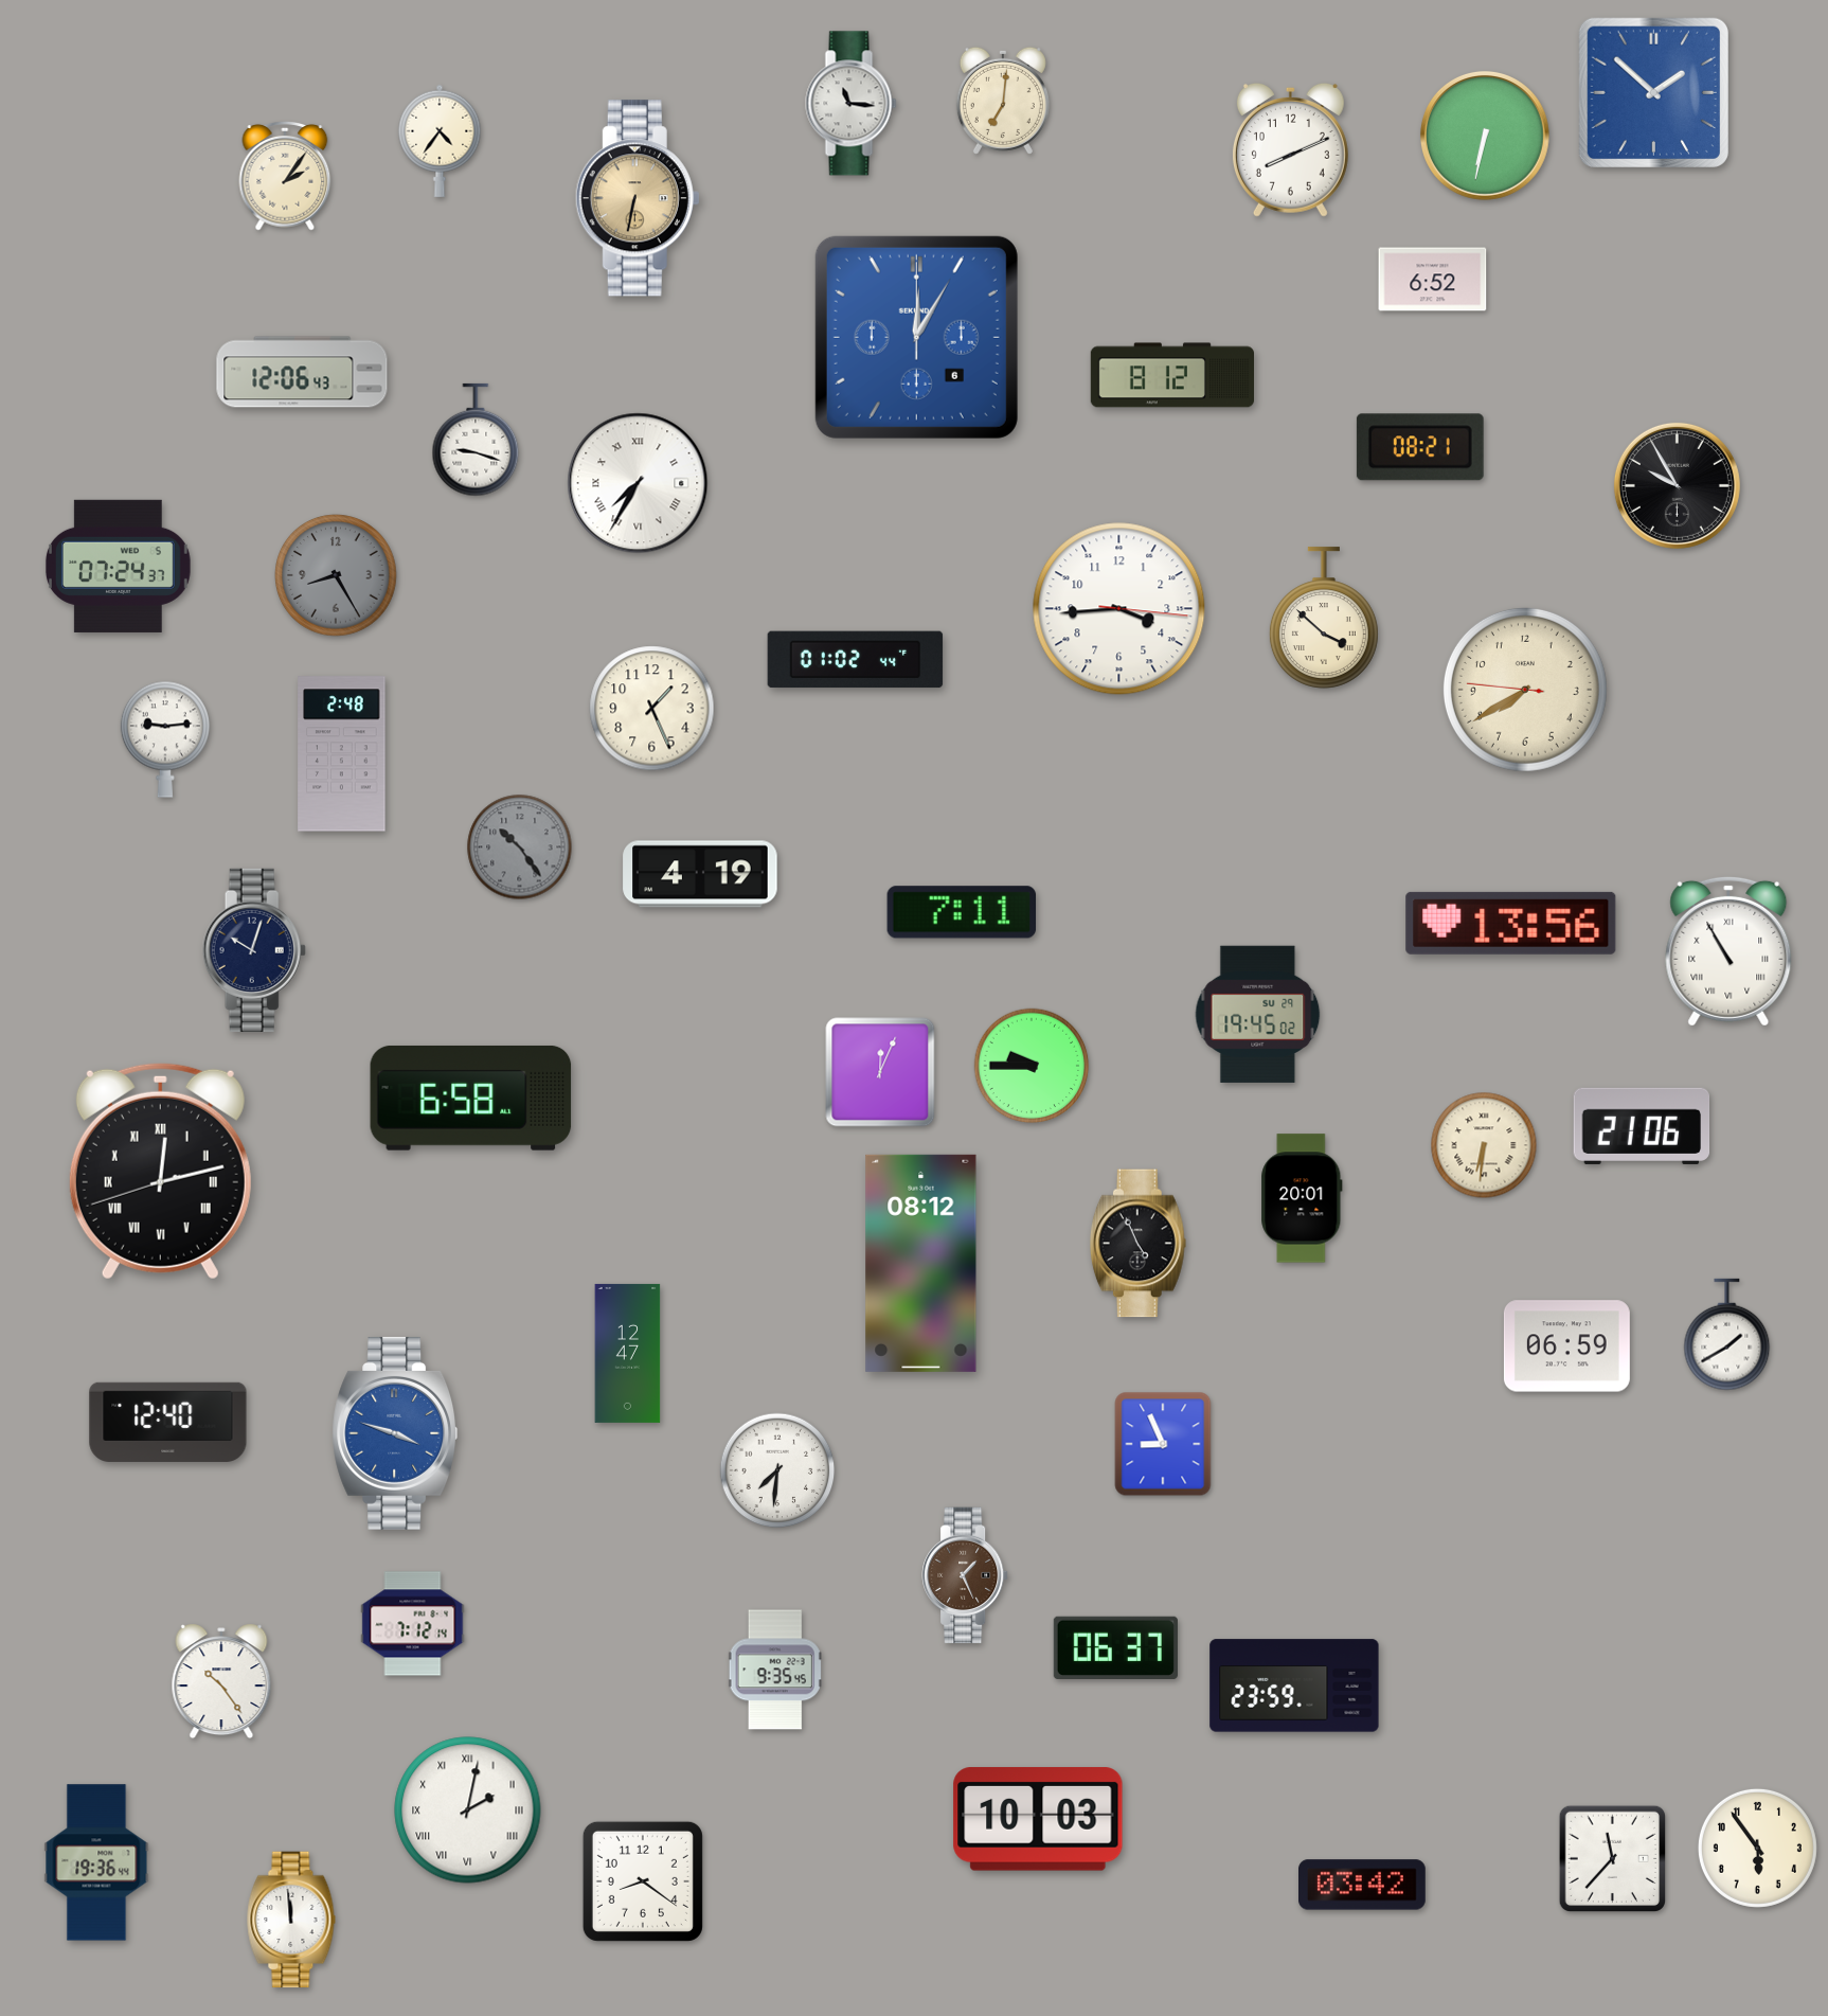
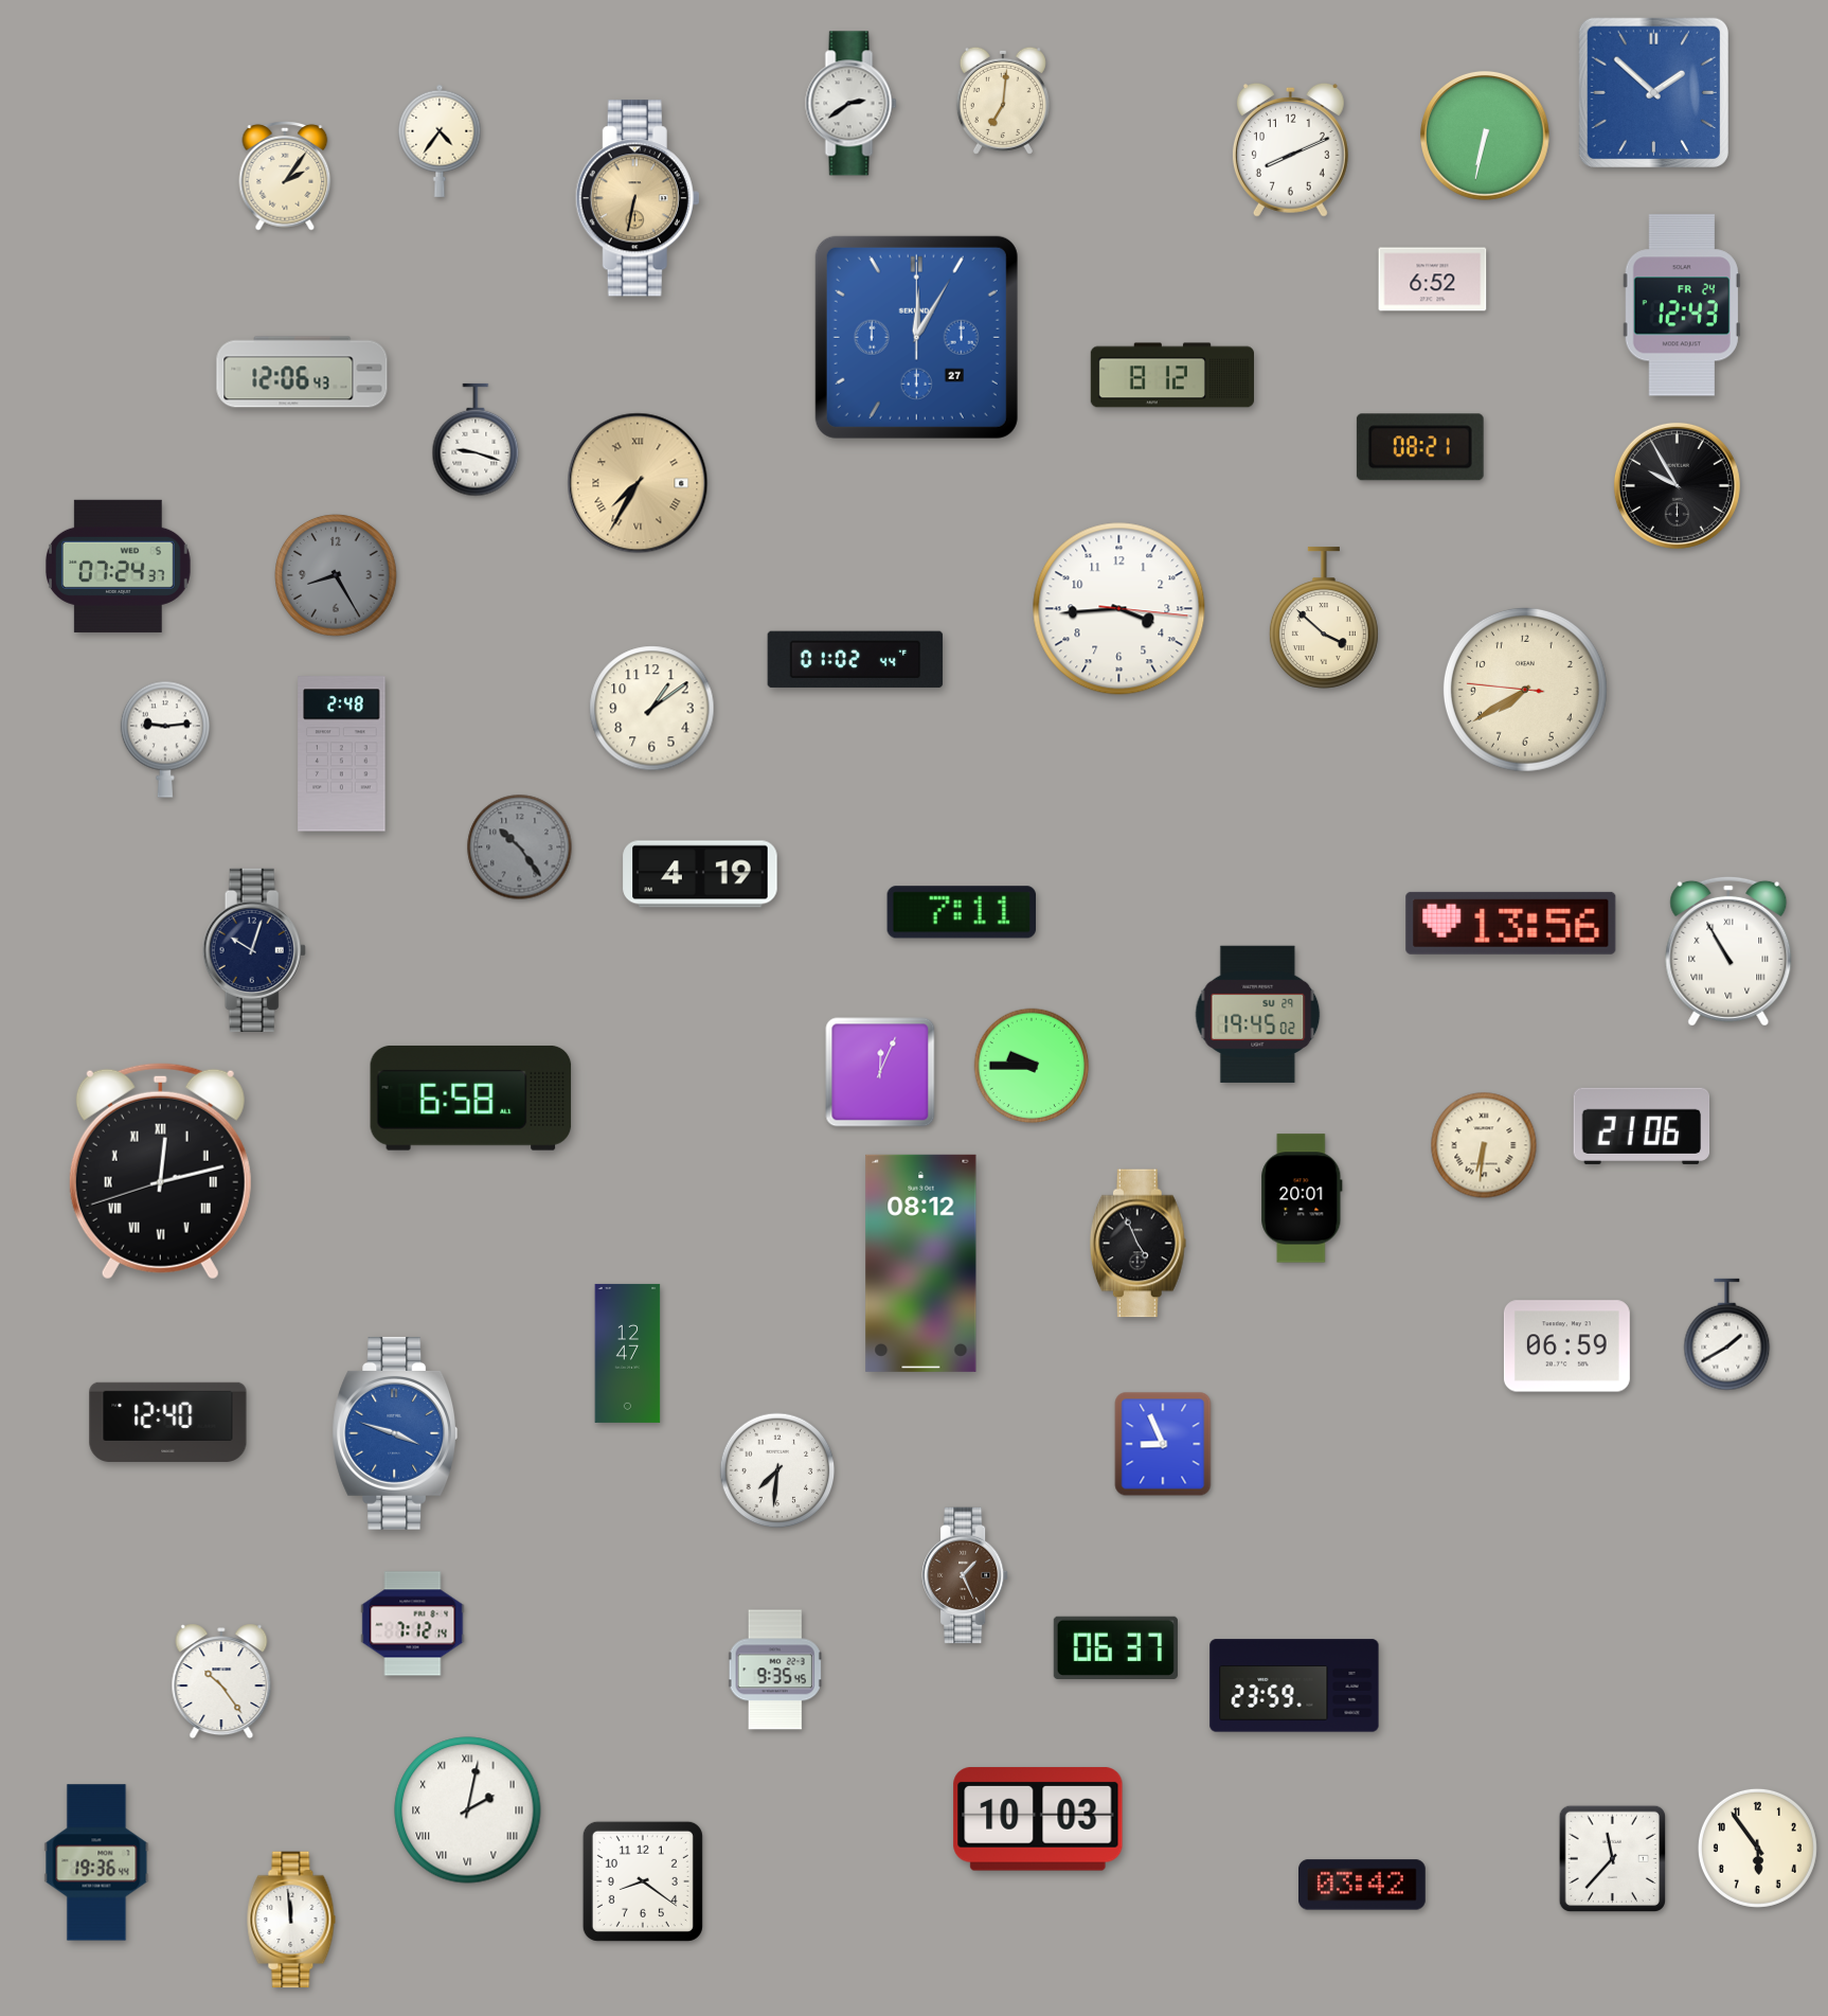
clock at (852, 104): 11:16 -> 2:39
clock at (1682, 305): none -> 12:43
clock at (916, 337) date: 6 -> 27
clock at (638, 483) dial: white -> champagne
clock at (652, 709): 1:26 -> 1:09
